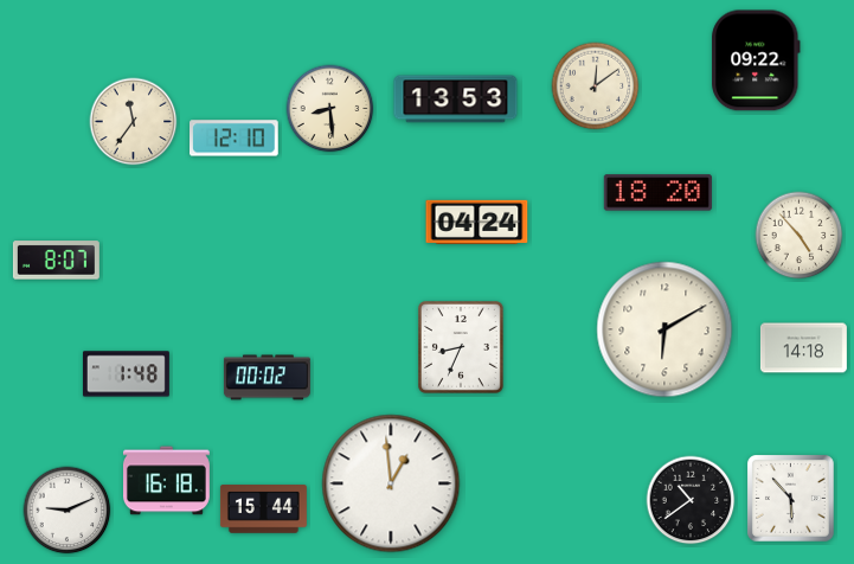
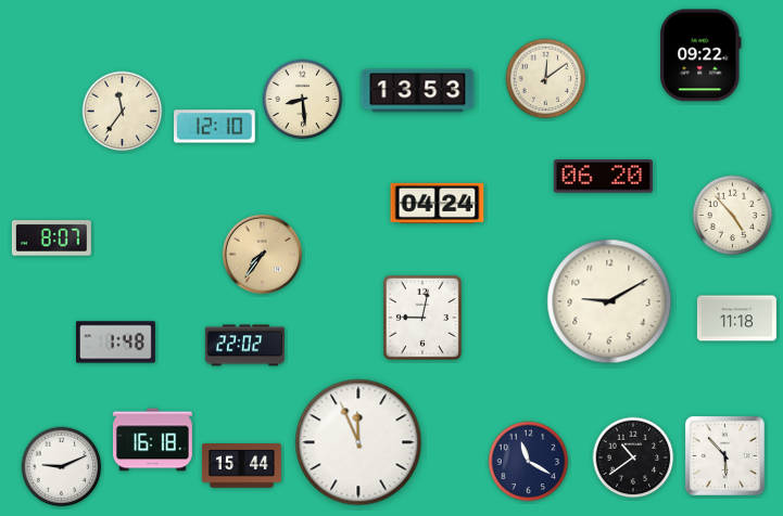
clock at (756, 60) position: (756, 60) -> (700, 55)
clock at (657, 193): 18:20 -> 06:20
clock at (262, 254): none -> 7:36
clock at (664, 329): 6:10 -> 9:10
clock at (461, 347): 8:34 -> 9:02
clock at (803, 348): 14:18 -> 11:18
clock at (267, 378): 00:02 -> 22:02
clock at (391, 483): 12:59 -> 11:56
clock at (529, 462): none -> 11:20
